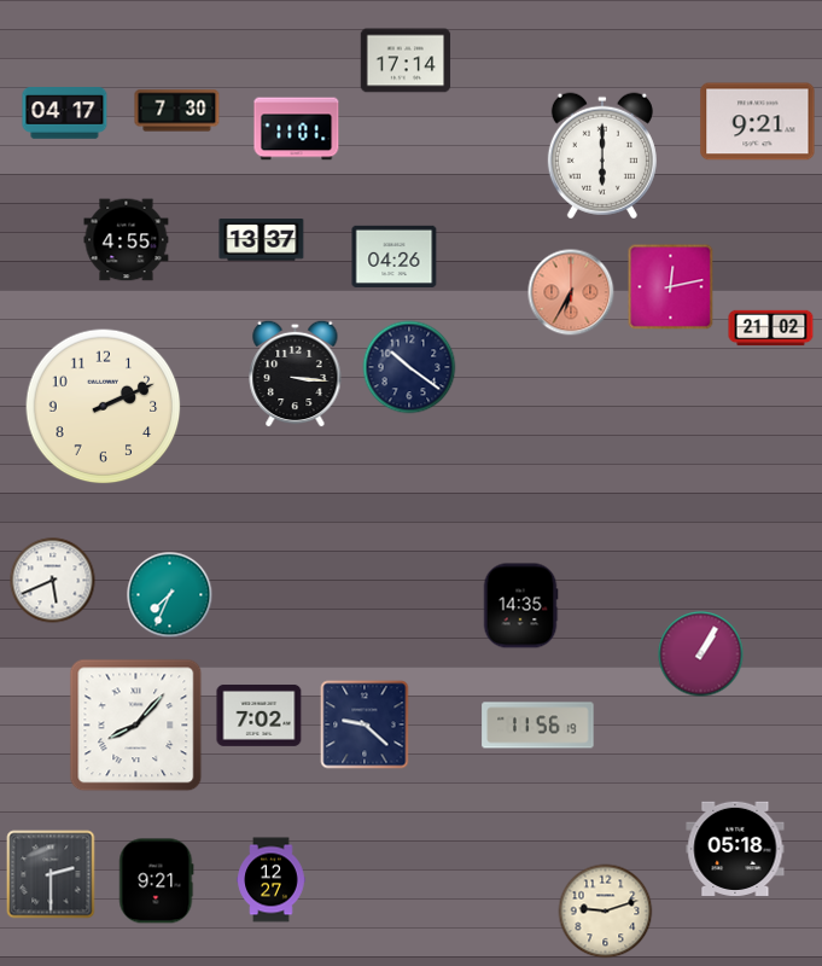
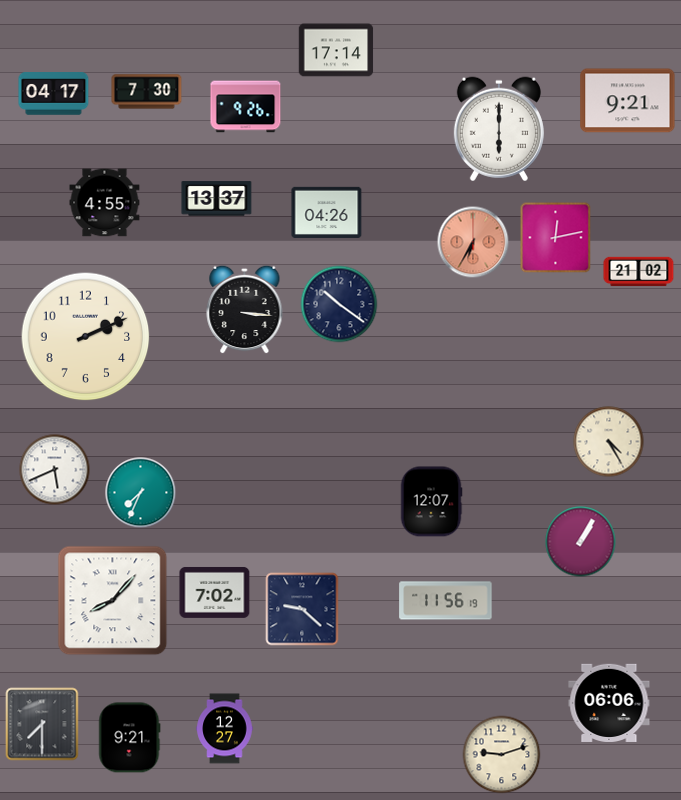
clock at (297, 129): 11:01 -> 9:26
clock at (127, 240) position: (127, 240) -> (105, 203)
clock at (609, 442): none -> 4:25
clock at (53, 581) position: (53, 581) -> (55, 470)
clock at (520, 606): 14:35 -> 12:07
clock at (365, 724) position: (365, 724) -> (302, 609)
clock at (735, 849): 05:18 -> 06:06
clock at (51, 874): 2:30 -> 7:30
clock at (157, 881) position: (157, 881) -> (130, 738)
